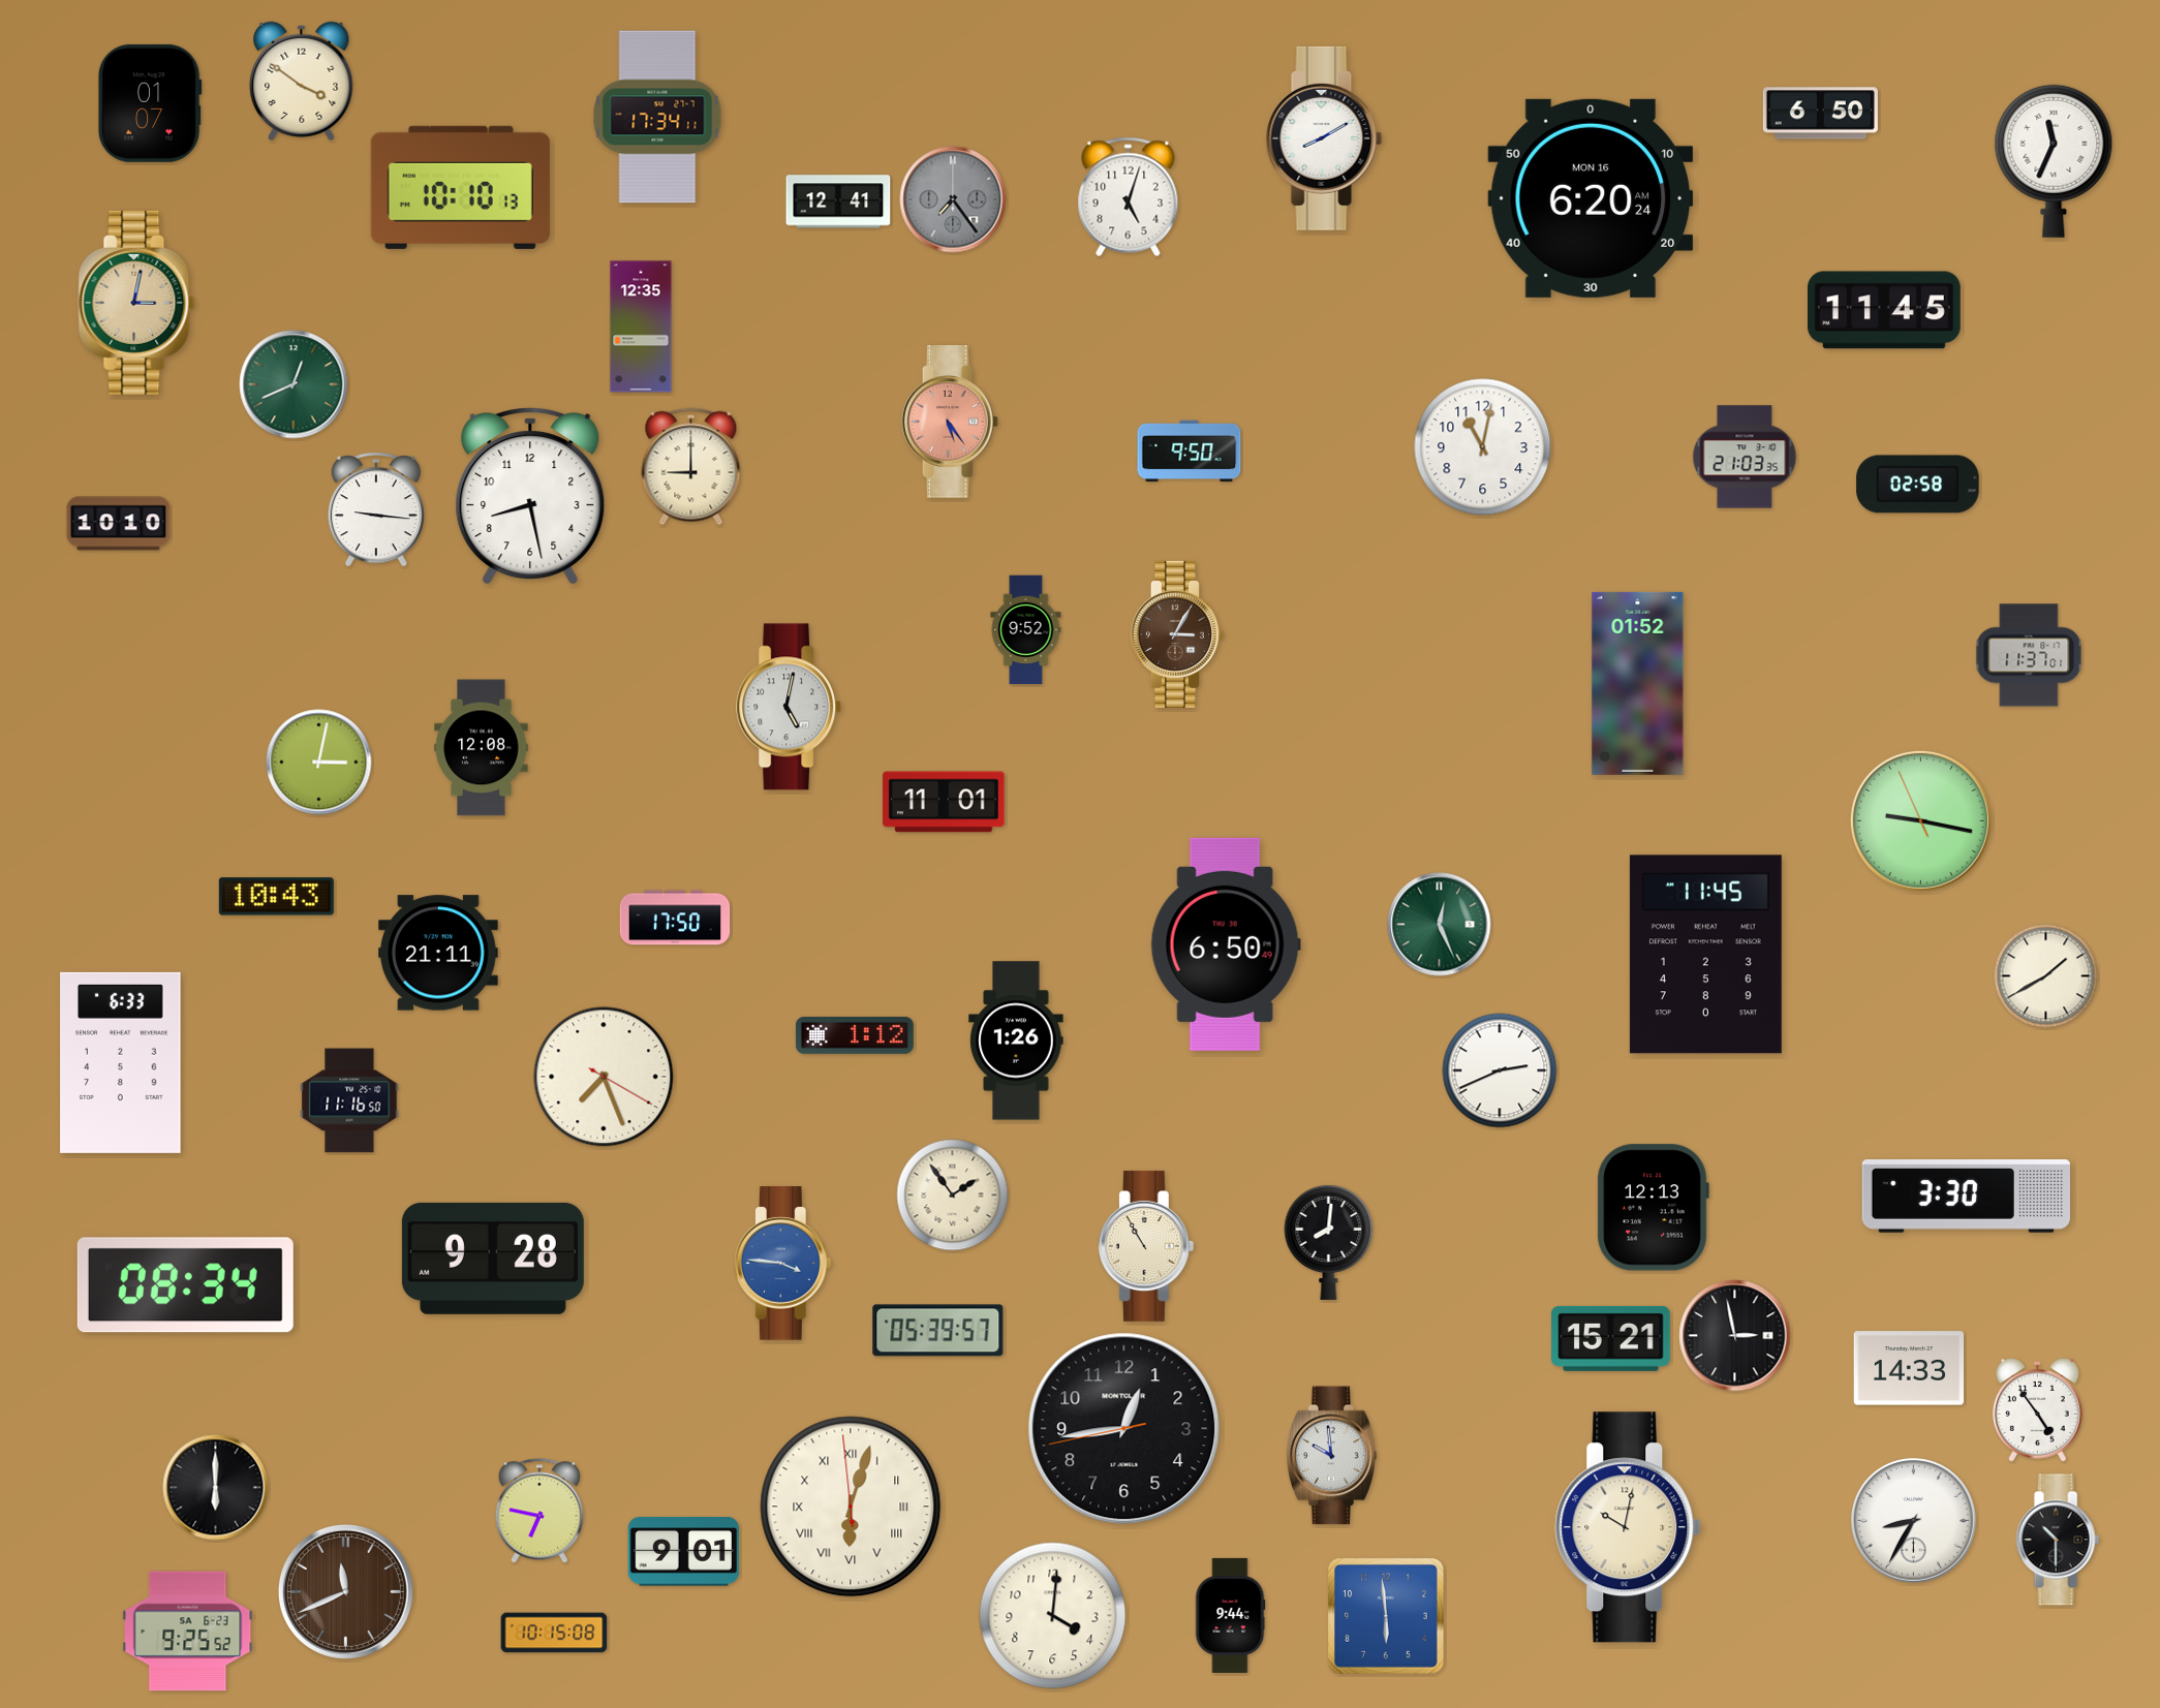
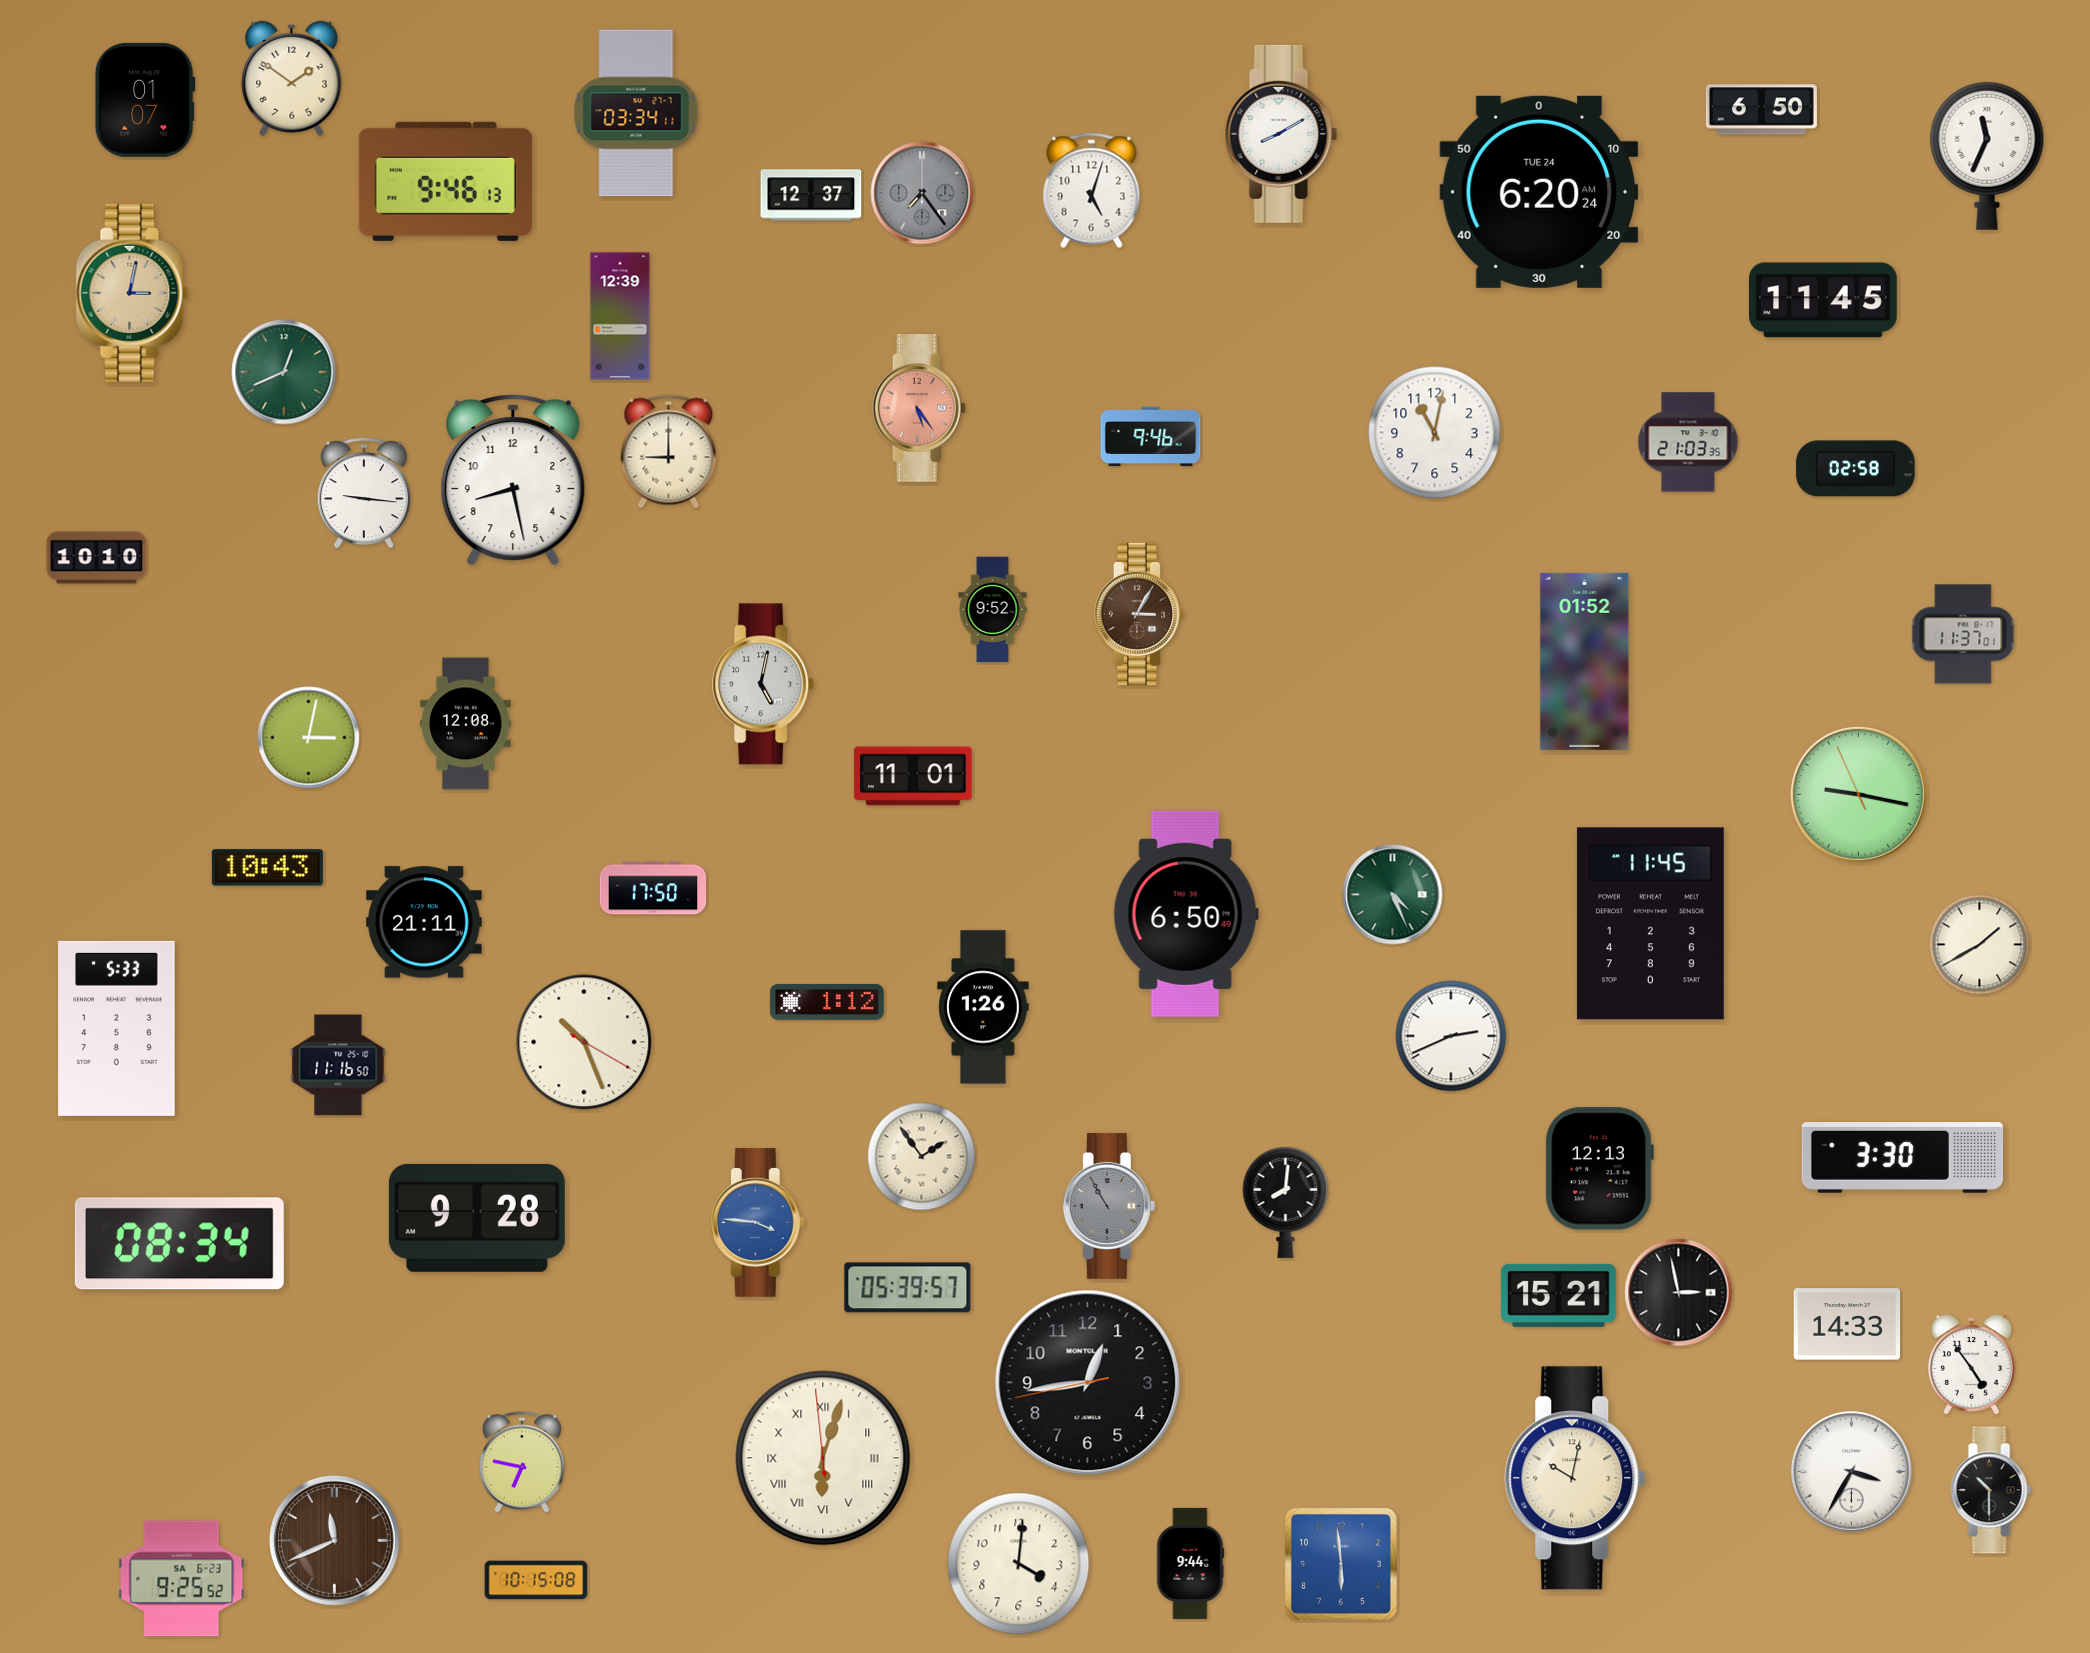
clock at (302, 81): 3:51 -> 1:51
clock at (657, 117): 17:34 -> 03:34
clock at (460, 187): 10:10 -> 9:46
clock at (1591, 198) date: MON 16 -> TUE 24
clock at (838, 201): 12:41 -> 12:37
clock at (641, 327): 12:35 -> 12:39
clock at (1190, 452): 9:50 -> 9:46
clock at (119, 524) position: (119, 524) -> (97, 558)
clock at (1440, 925): 12:26 -> 4:26
clock at (121, 1062): 6:33 -> 5:33
clock at (604, 1077): 7:26 -> 10:26
clock at (1146, 1246) dial: cream -> grey
clock at (1331, 1456): 9:59 -> none
clock at (216, 1488): 6:00 -> none
clock at (1914, 1521): 8:35 -> 3:35
clock at (683, 1552): 9:01 -> none
